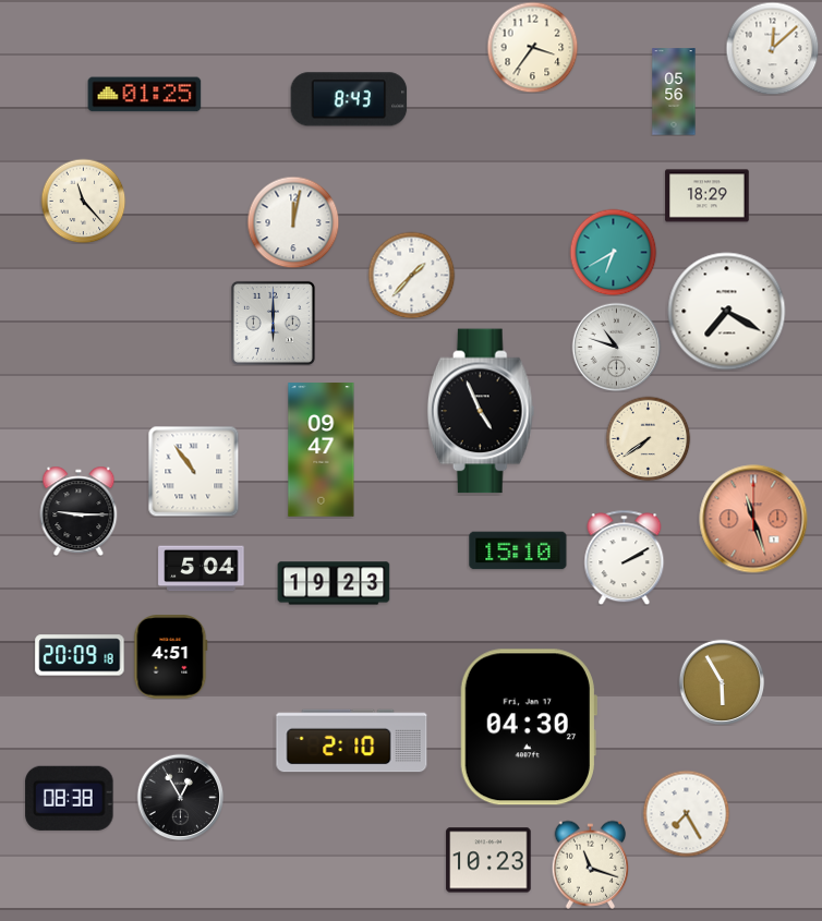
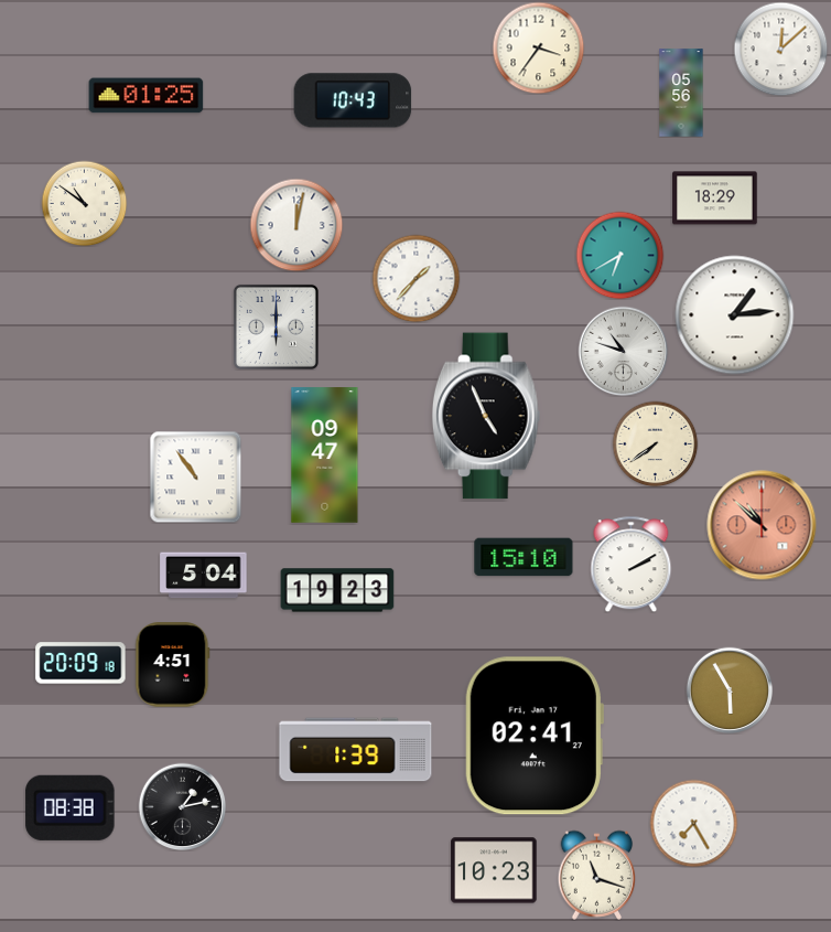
clock at (349, 99): 8:43 -> 10:43
clock at (83, 201): 11:23 -> 10:51
clock at (727, 312): 7:20 -> 1:14
clock at (78, 511): 9:15 -> none
clock at (753, 519): 11:27 -> 10:52
clock at (529, 727): 04:30 -> 02:41
clock at (352, 741): 2:10 -> 1:39
clock at (180, 797): 12:55 -> 1:13
